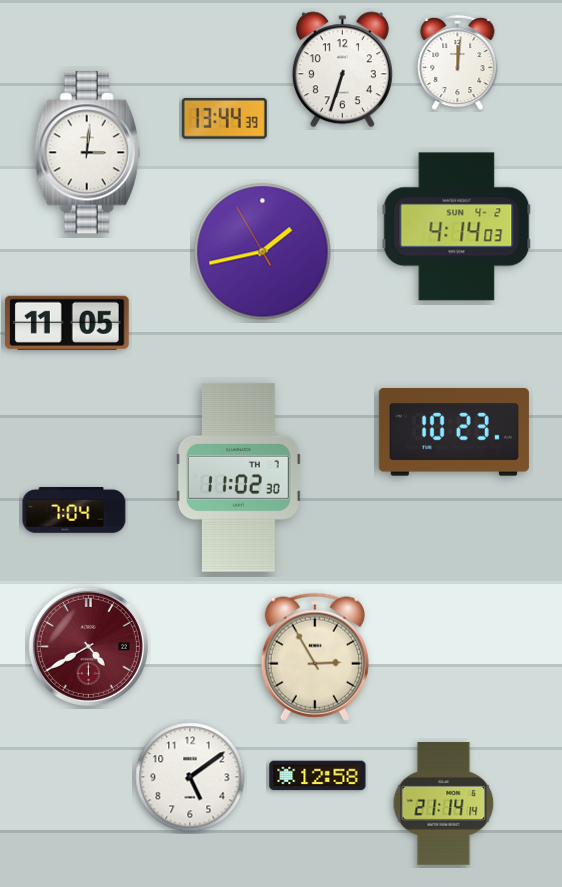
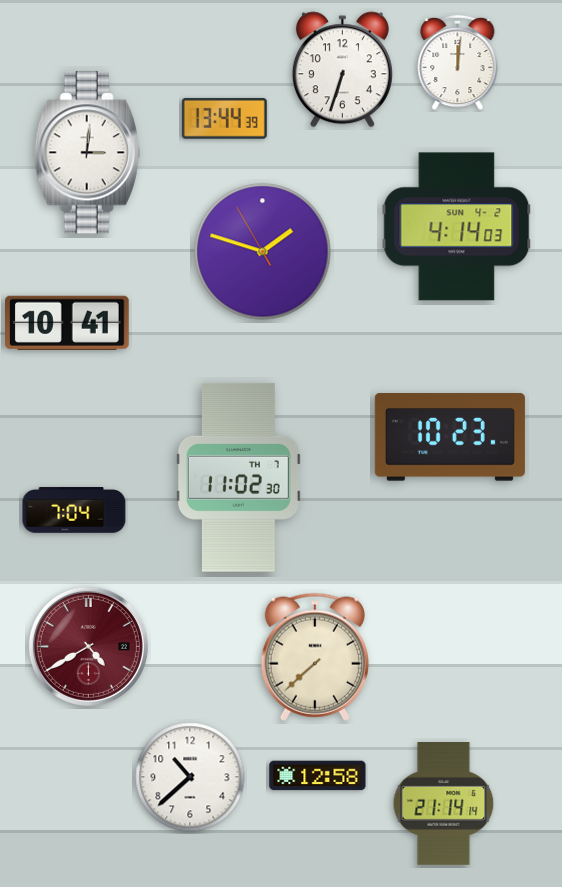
clock at (263, 252): 1:42 -> 1:47
clock at (68, 323): 11:05 -> 10:41
clock at (454, 432) position: (454, 432) -> (450, 437)
clock at (315, 657): 2:55 -> 7:38
clock at (190, 777): 5:09 -> 10:38
